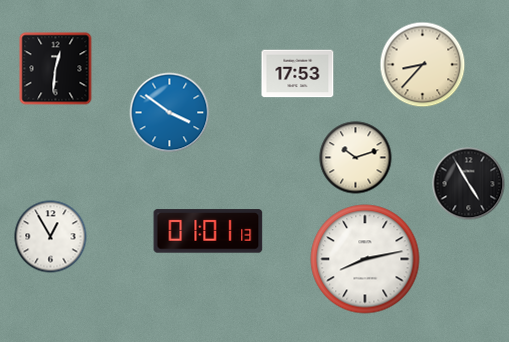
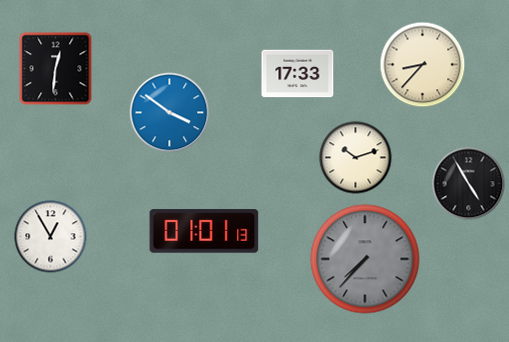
clock at (298, 74): 17:53 -> 17:33
clock at (208, 231) position: (208, 231) -> (204, 231)
clock at (365, 259): 8:13 -> 7:37
clock at (365, 259) dial: white -> grey
